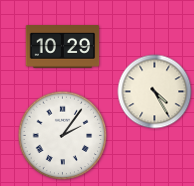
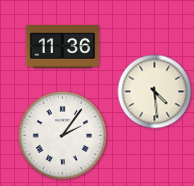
clock at (63, 47): 10:29 -> 11:36
clock at (155, 92): 4:25 -> 4:29
